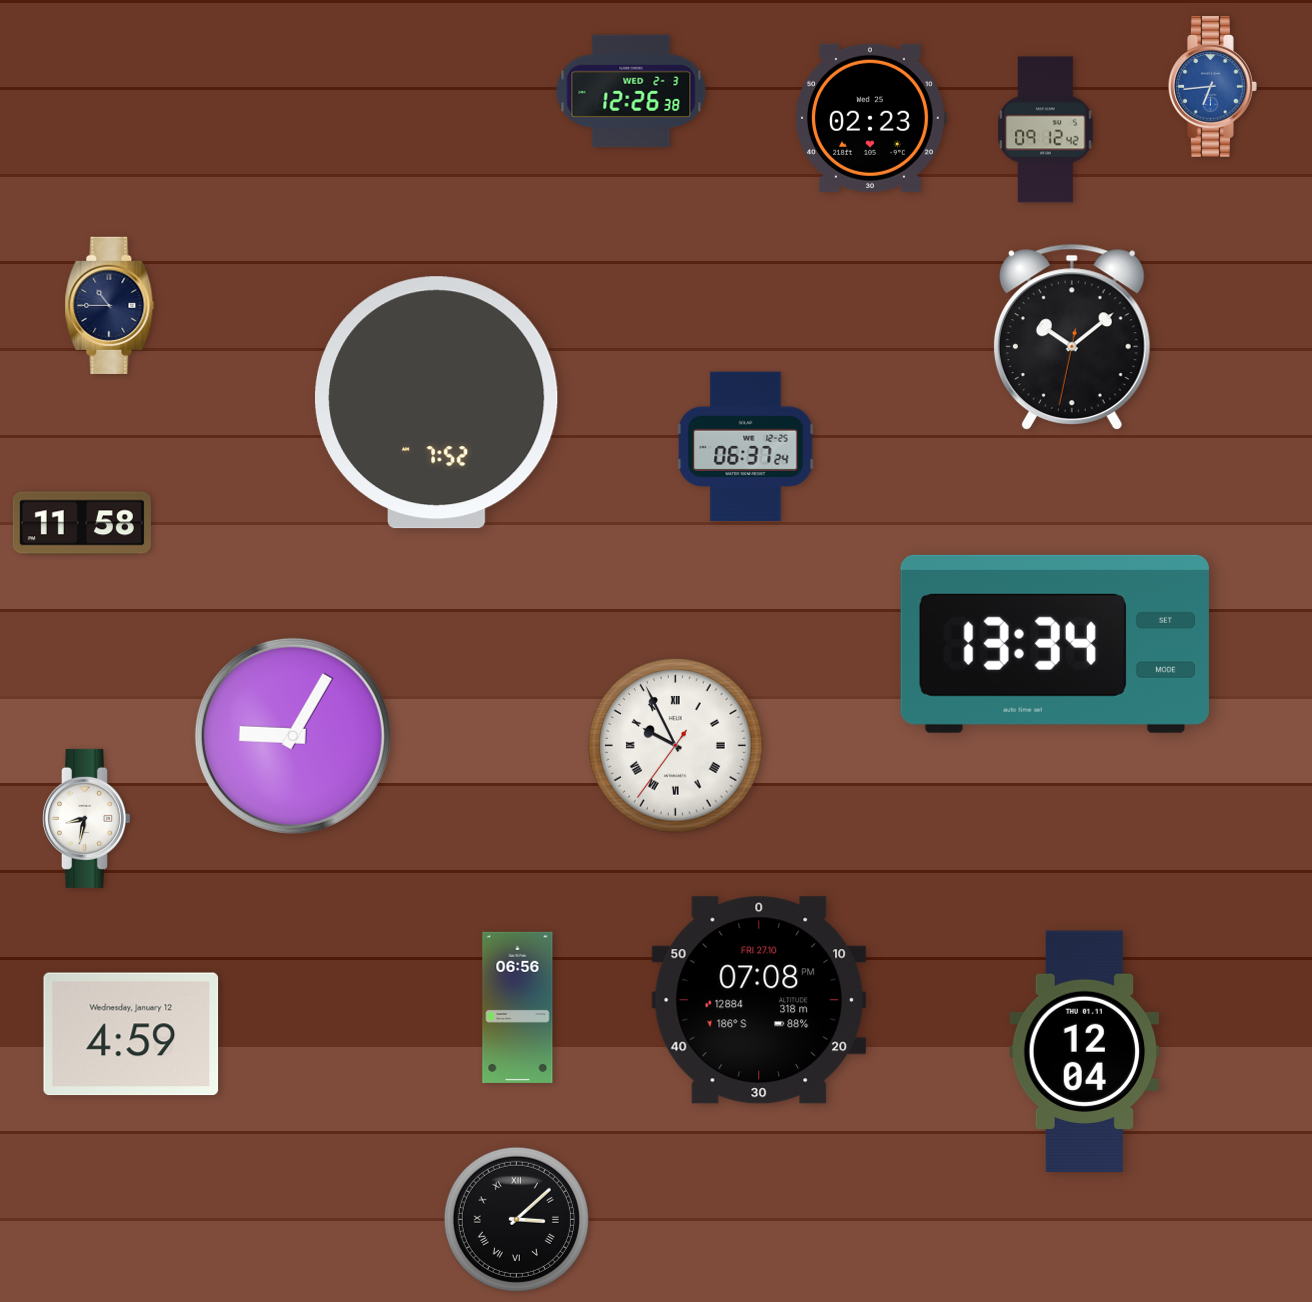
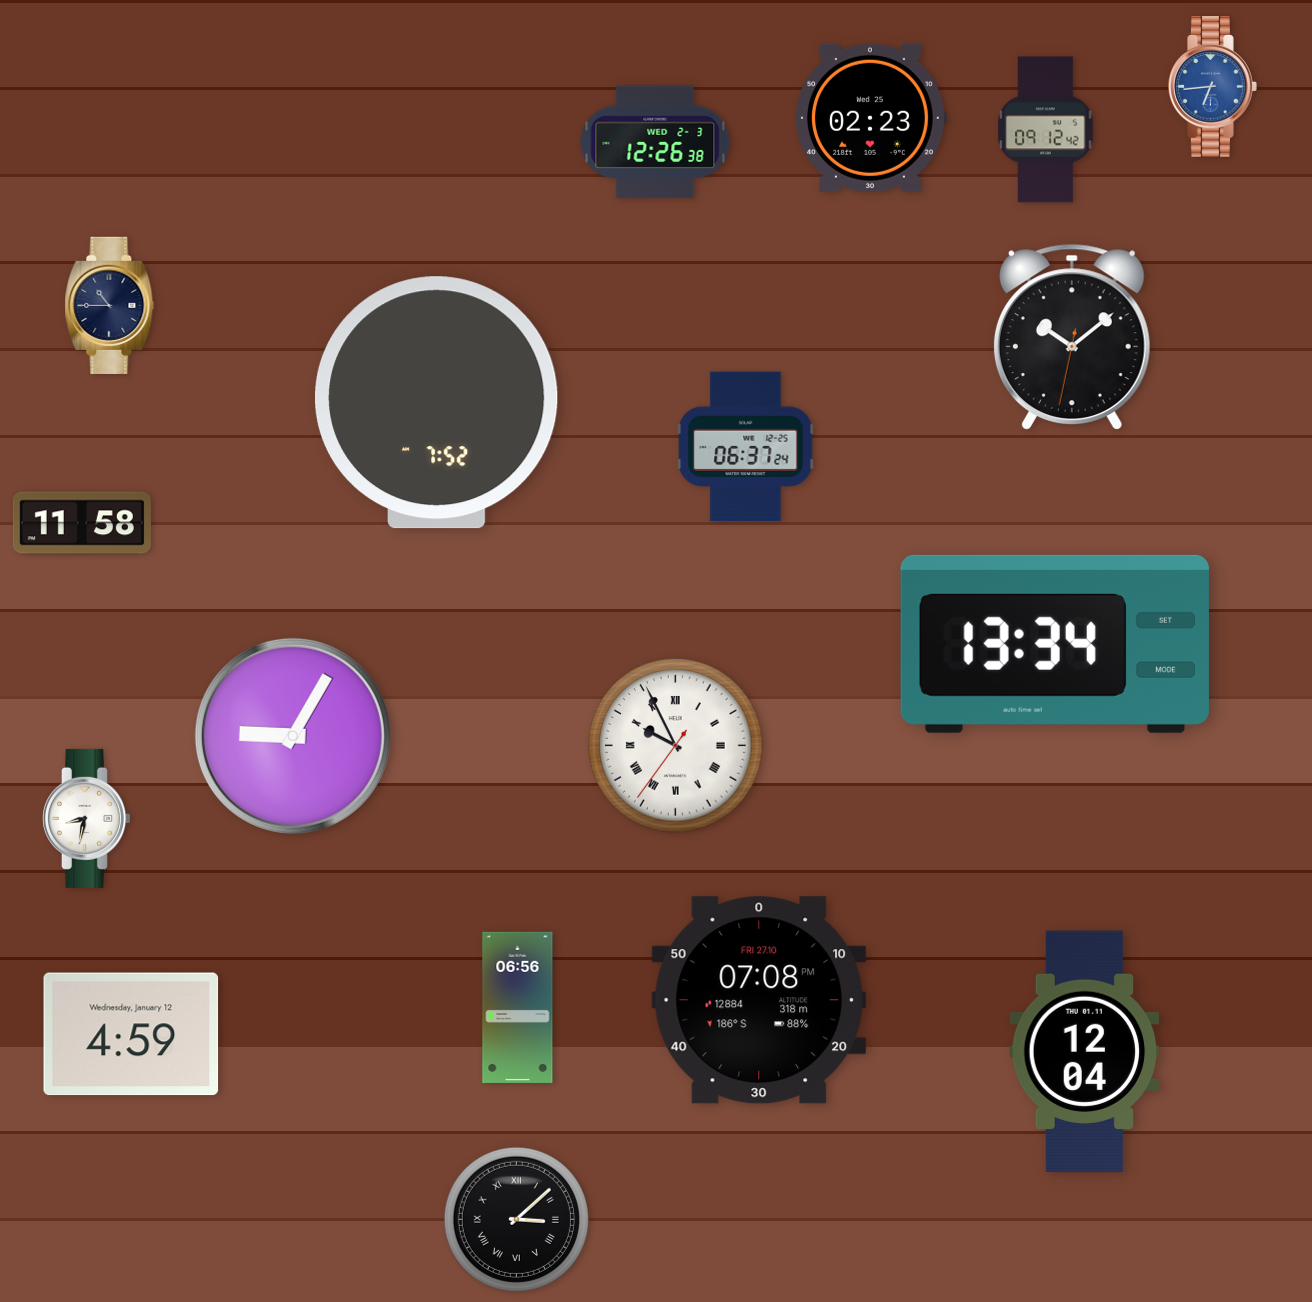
clock at (631, 91) position: (631, 91) -> (655, 142)
